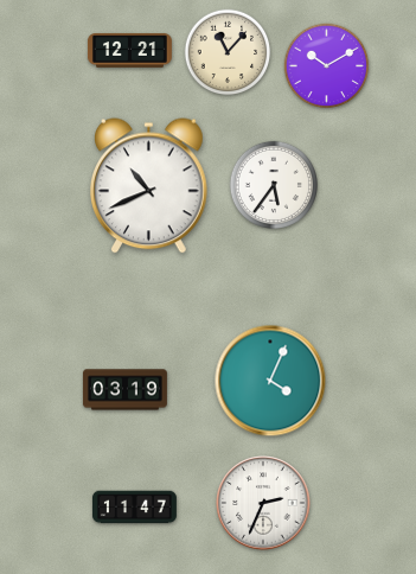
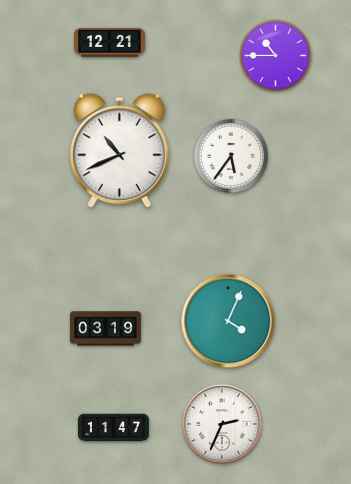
clock at (228, 52): 11:07 -> none
clock at (327, 66): 10:10 -> 10:45
clock at (149, 186) position: (149, 186) -> (120, 151)
